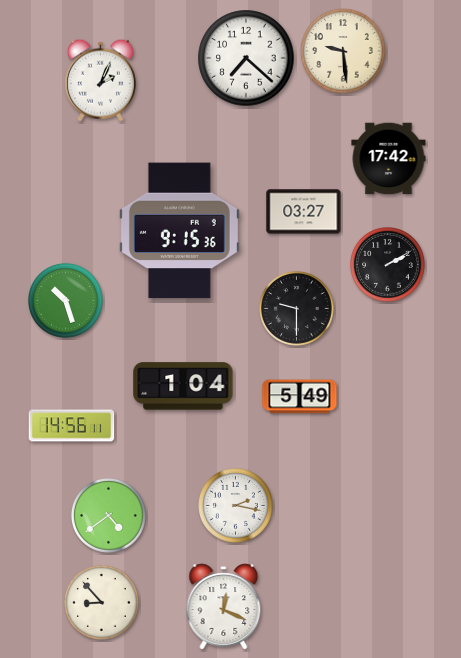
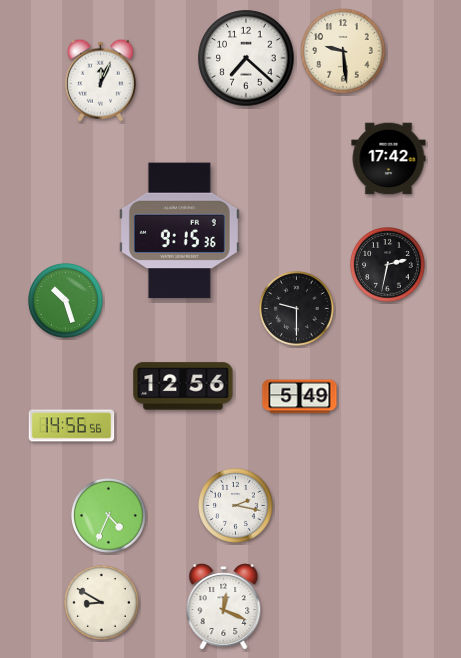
clock at (100, 80): 2:04 -> 12:04
clock at (304, 212): 03:27 -> none
clock at (388, 265): 2:10 -> 2:32
clock at (183, 386): 1:04 -> 12:56
clock at (72, 426): 14:56:11 -> 14:56:56
clock at (109, 516): 4:39 -> 4:34
clock at (102, 603): 8:53 -> 8:50
